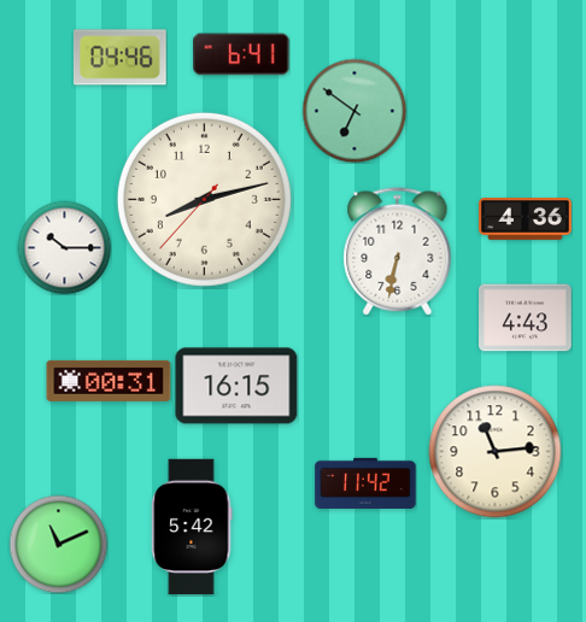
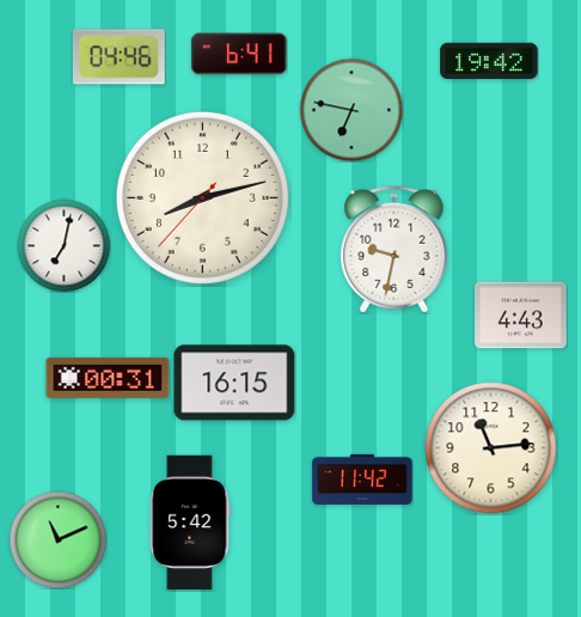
clock at (489, 61): none -> 19:42
clock at (354, 111): 6:51 -> 6:47
clock at (526, 219): 4:36 -> none
clock at (64, 247): 10:15 -> 7:02
clock at (398, 252): 6:32 -> 9:32
